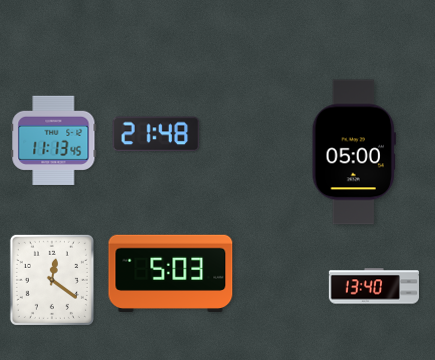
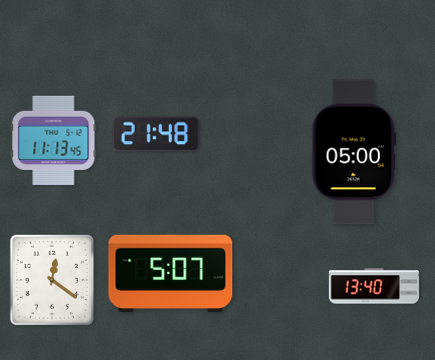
clock at (171, 273): 5:03 -> 5:07
